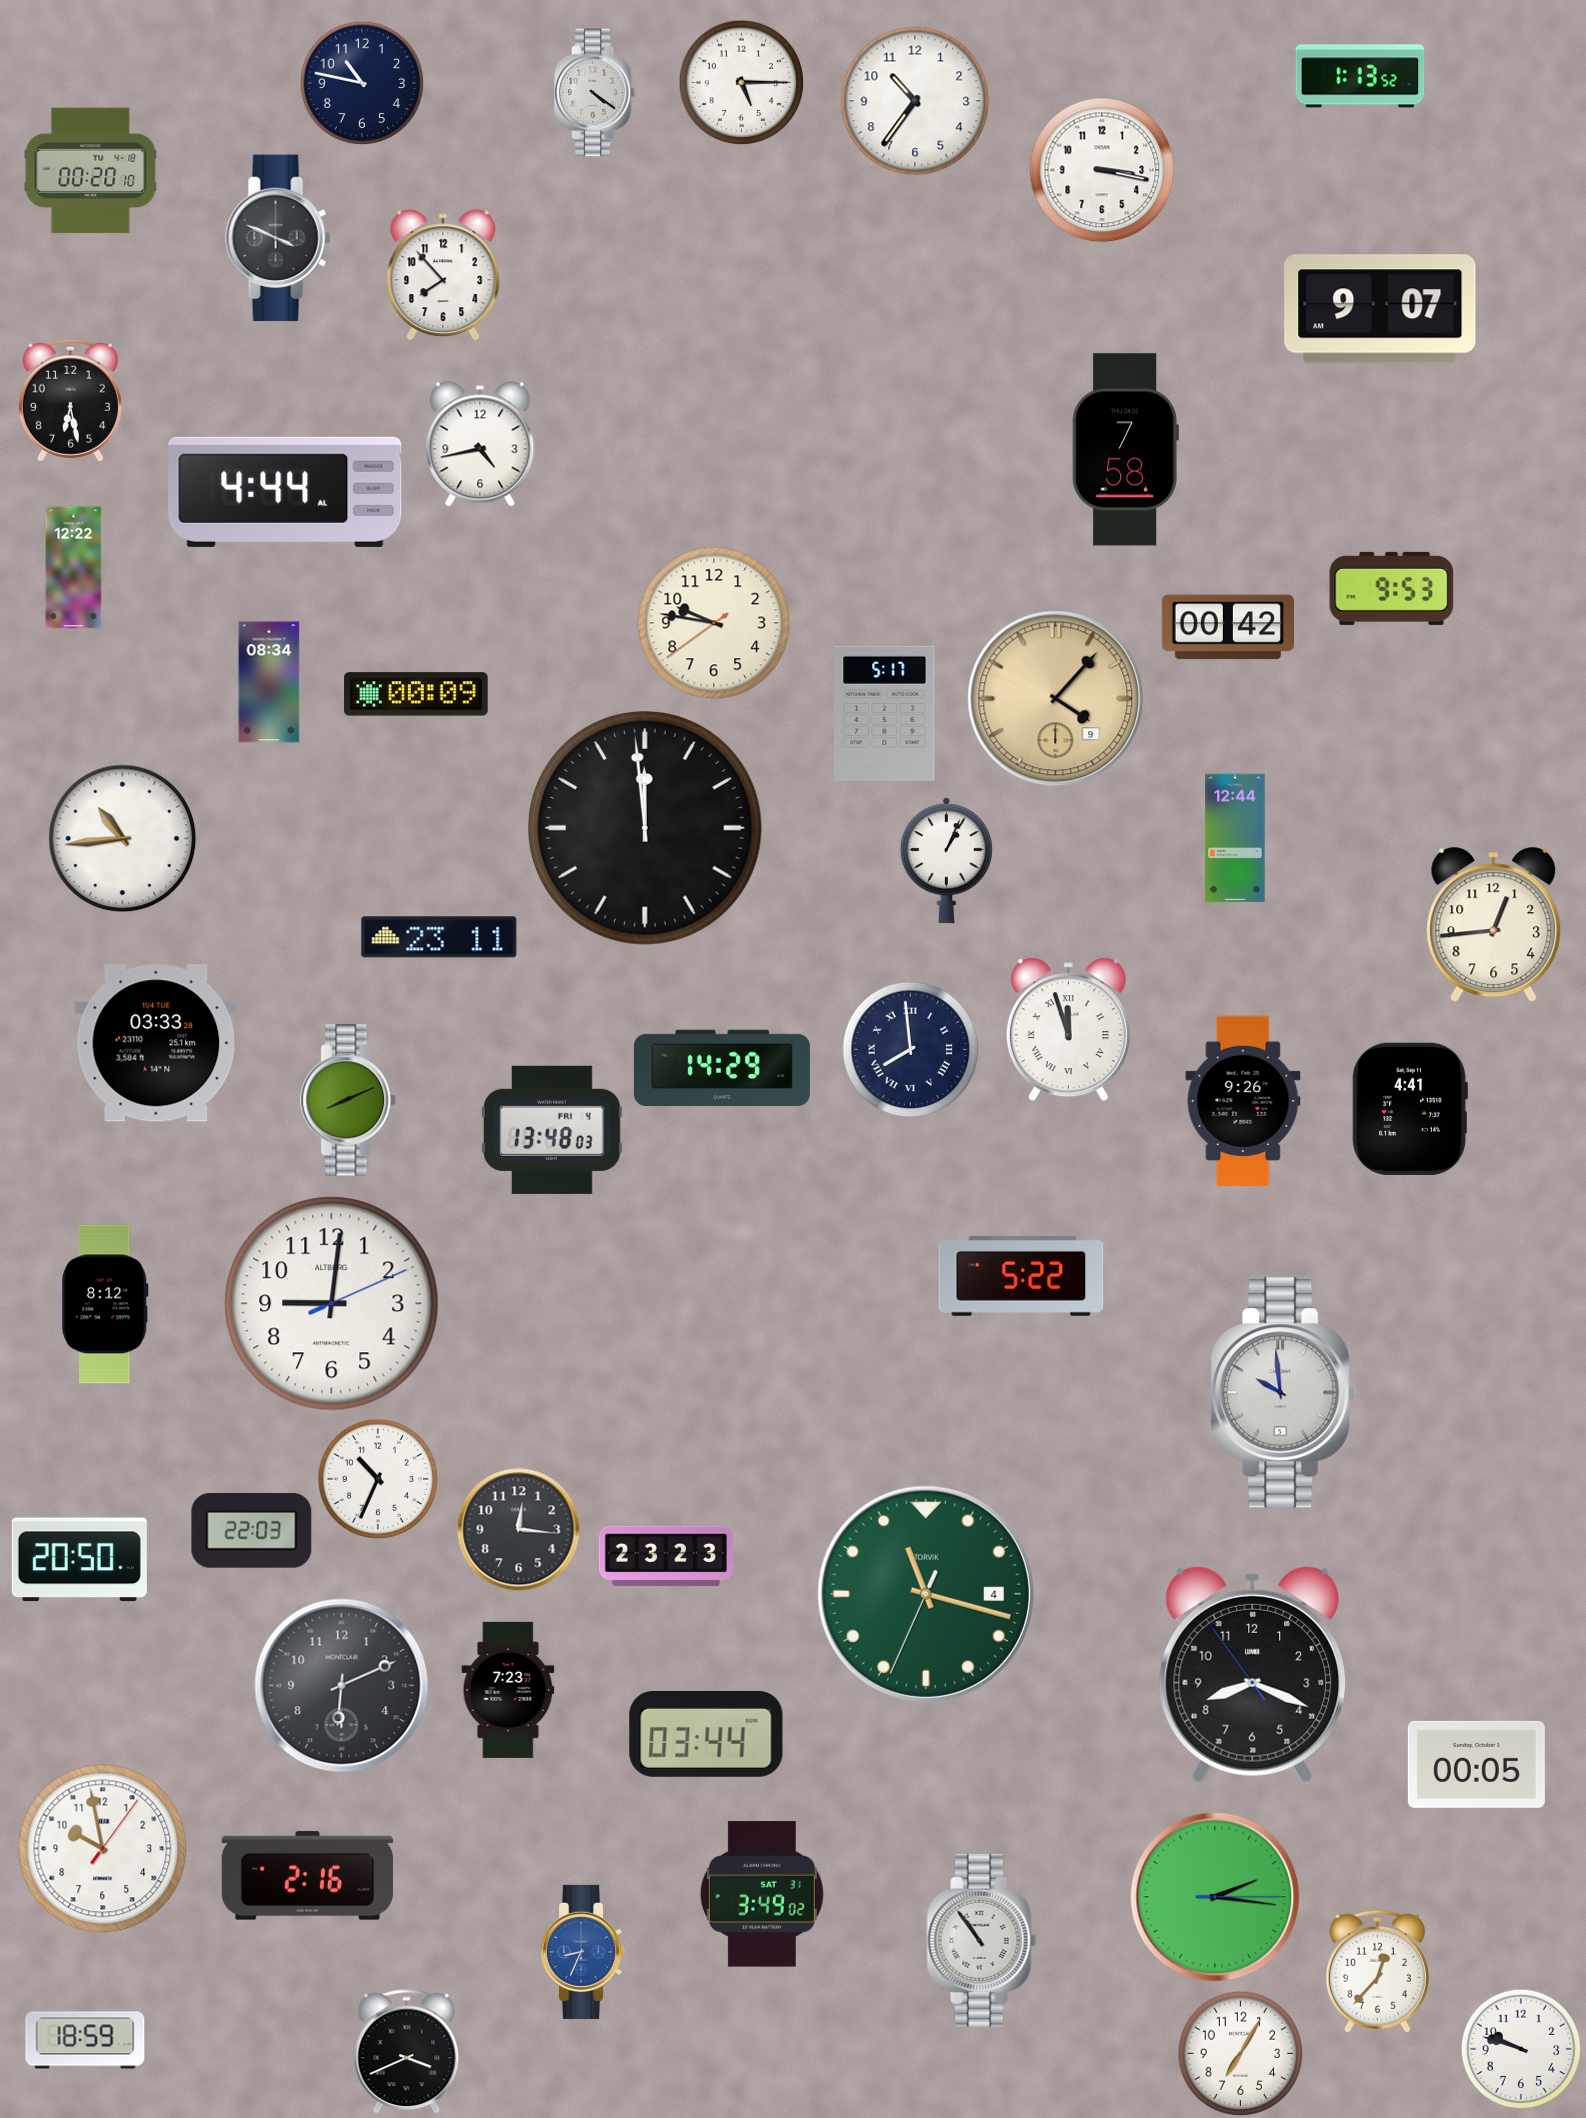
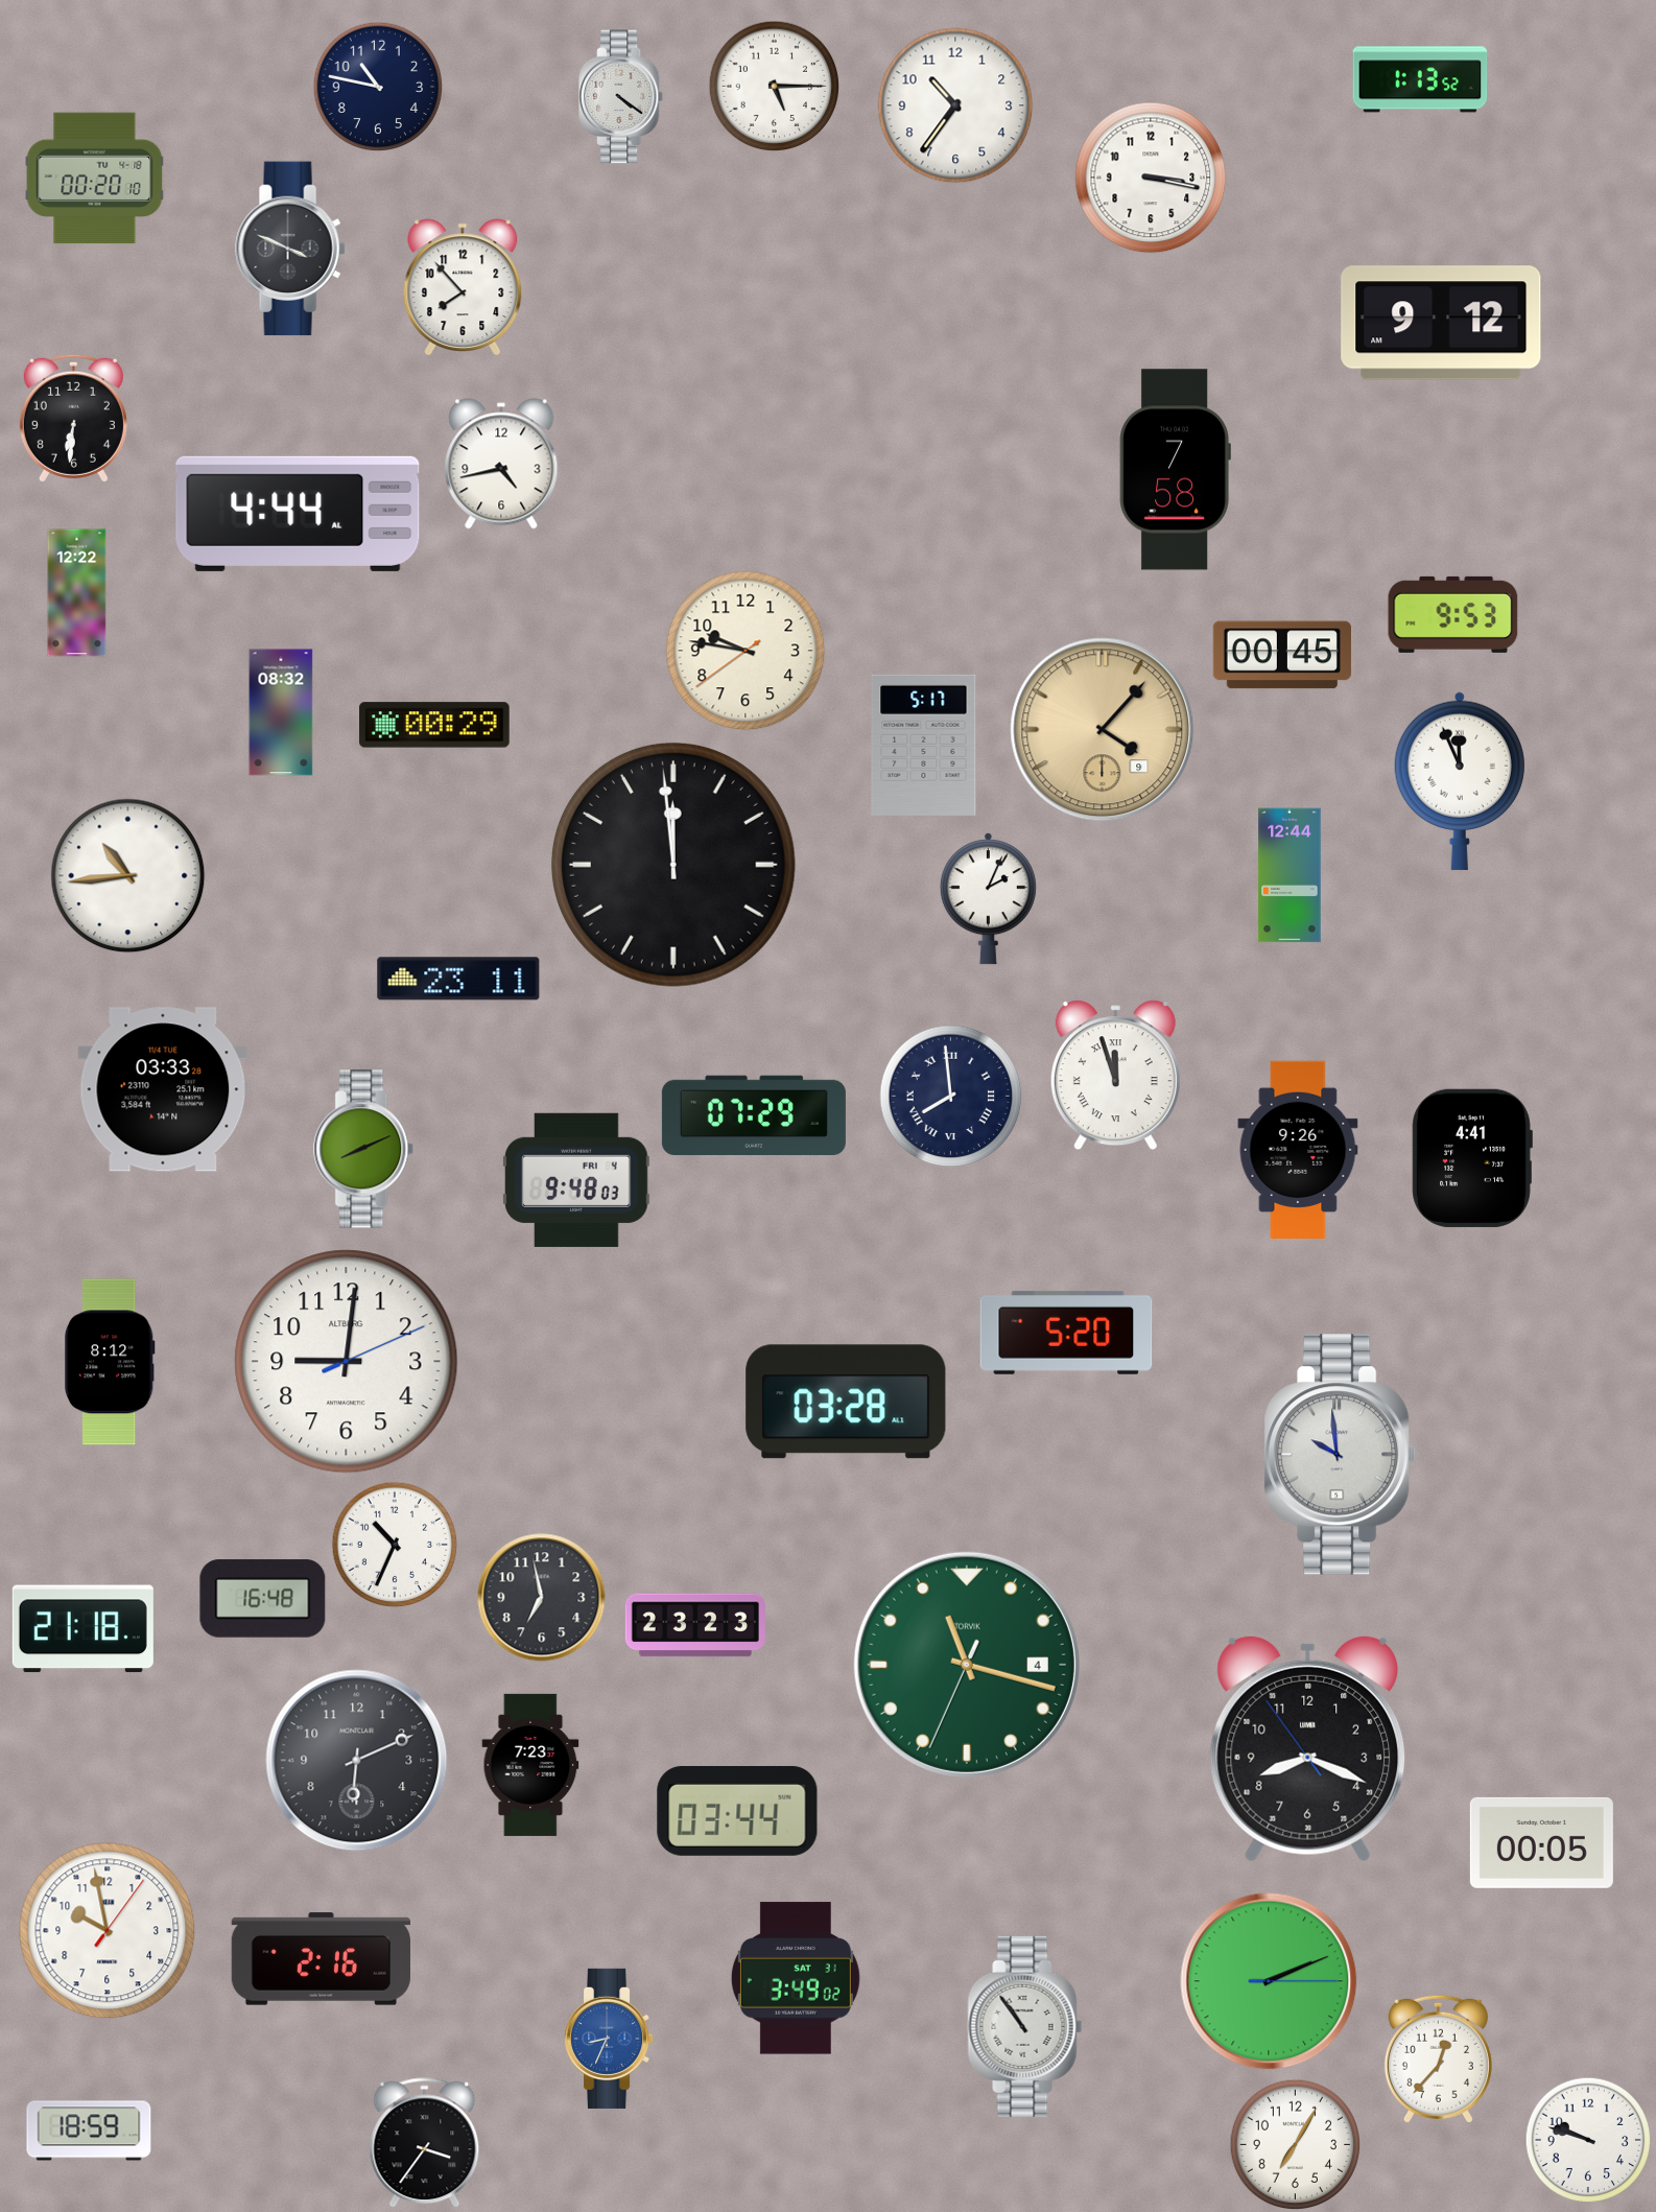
clock at (1380, 309): 9:07 -> 9:12
clock at (70, 400): 6:28 -> 6:31
clock at (1228, 627): 00:42 -> 00:45
clock at (269, 682): 08:34 -> 08:32
clock at (416, 694): 00:09 -> 00:29
clock at (1460, 781): none -> 11:56
clock at (946, 861): 1:04 -> 2:04
clock at (1494, 925): 12:44 -> none
clock at (722, 1068): 14:29 -> 07:29
clock at (552, 1130): 13:48 -> 9:48
clock at (1021, 1276): 5:22 -> 5:20
clock at (846, 1402): none -> 03:28
clock at (519, 1530): 12:16 -> 6:58
clock at (252, 1531): 22:03 -> 16:48
clock at (79, 1560): 20:50 -> 21:18
clock at (1215, 1897): 2:16 -> 2:11
clock at (407, 2052): 3:41 -> 3:36
